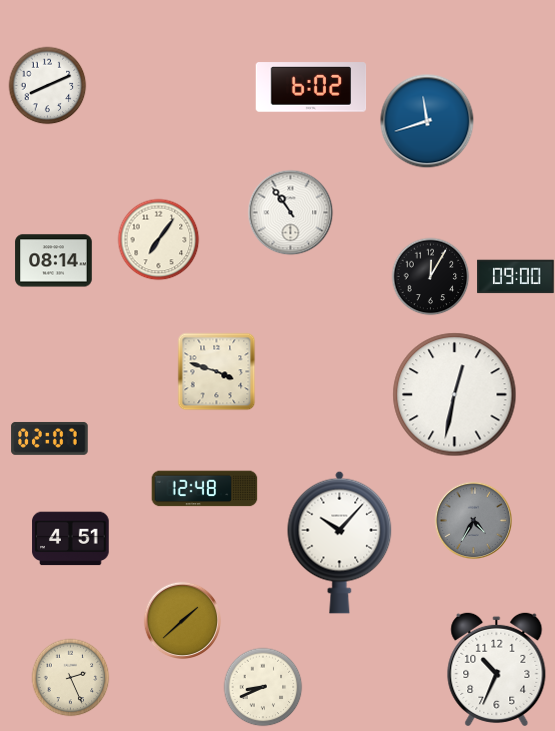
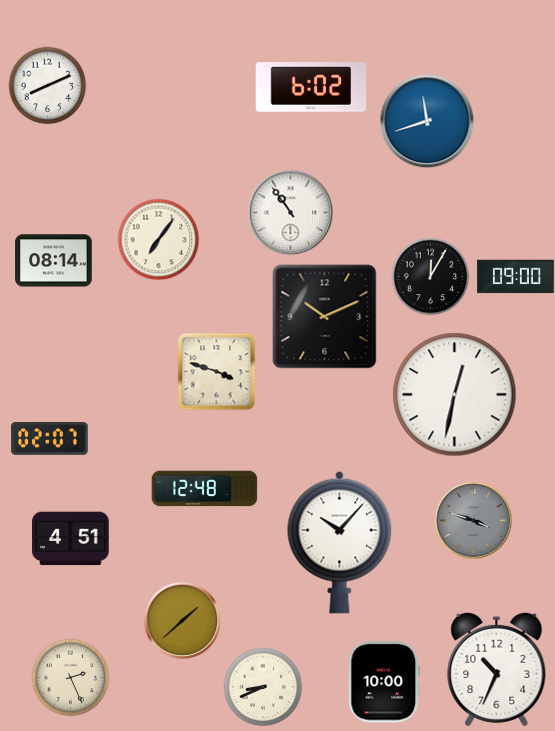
clock at (325, 317): none -> 10:11
clock at (473, 520): 4:35 -> 3:48
clock at (384, 682): none -> 10:00
